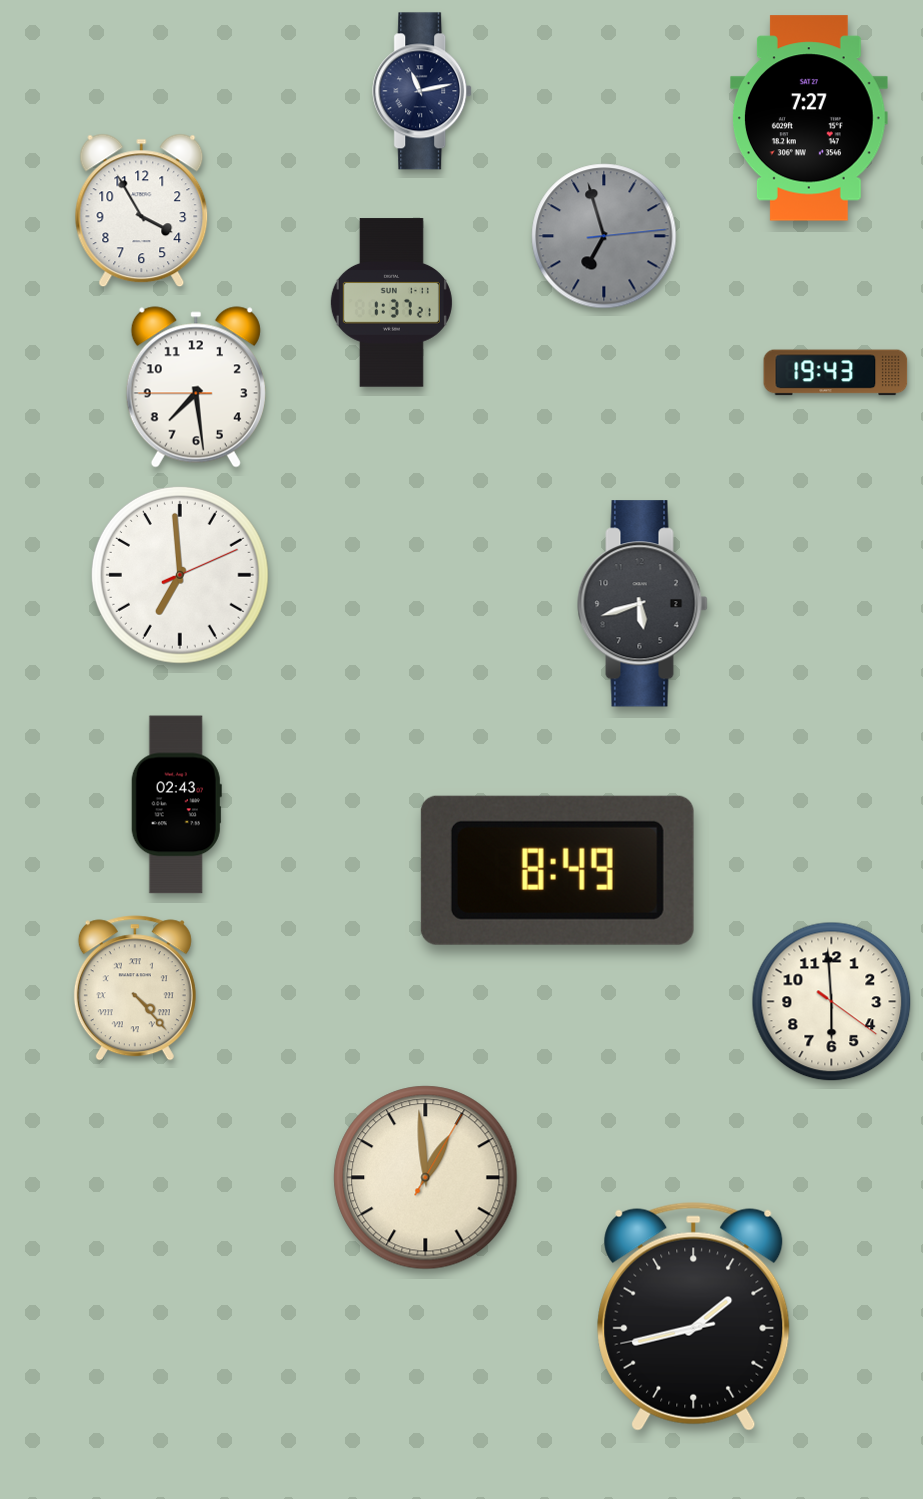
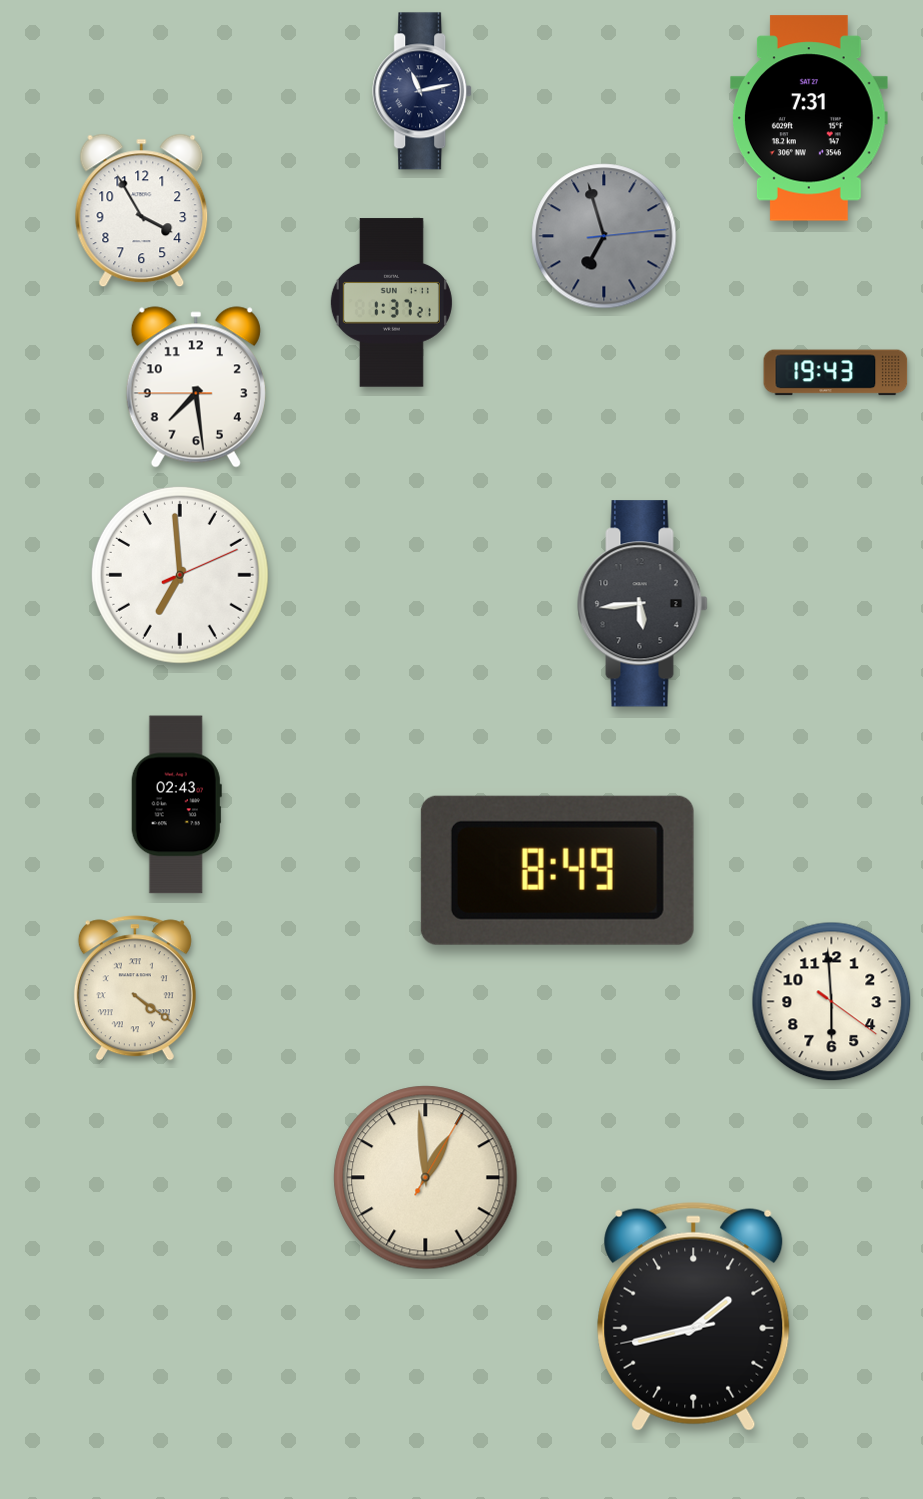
clock at (809, 118): 7:27 -> 7:31
clock at (643, 604): 5:42 -> 5:44
clock at (135, 988): 4:23 -> 4:21
